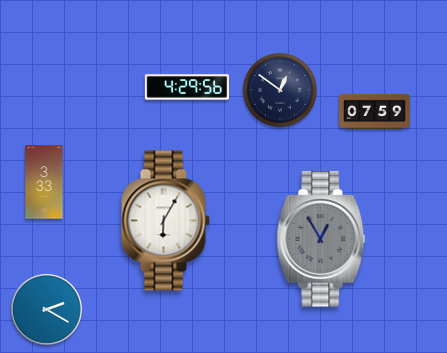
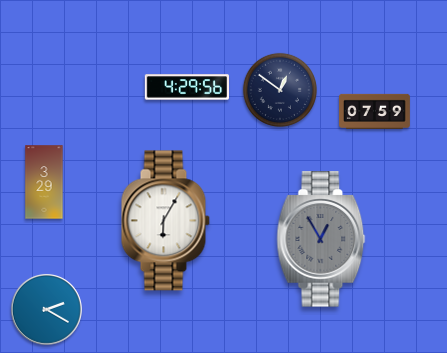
clock at (44, 182): 3:33 -> 3:29
